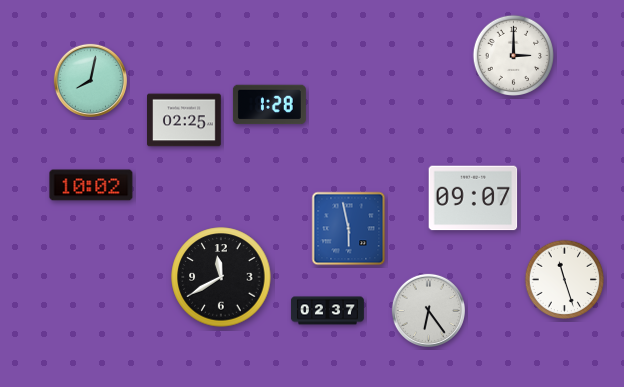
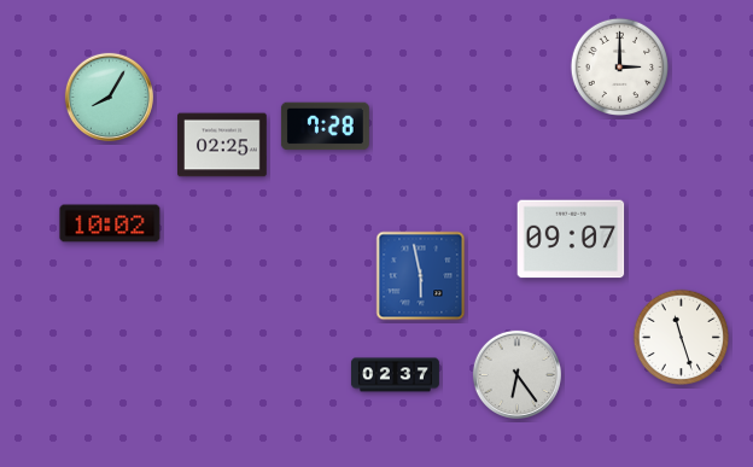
clock at (90, 80): 8:02 -> 8:05
clock at (269, 105): 1:28 -> 7:28
clock at (221, 277): 11:40 -> none
